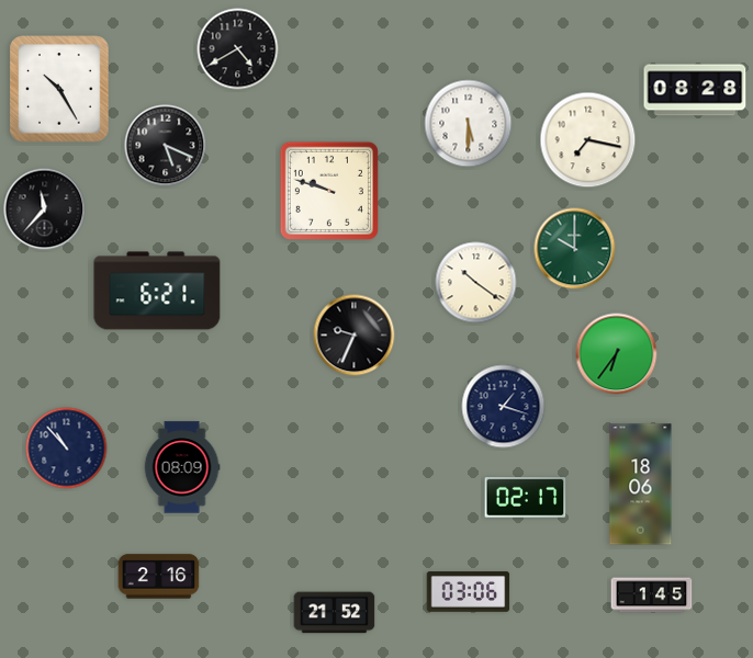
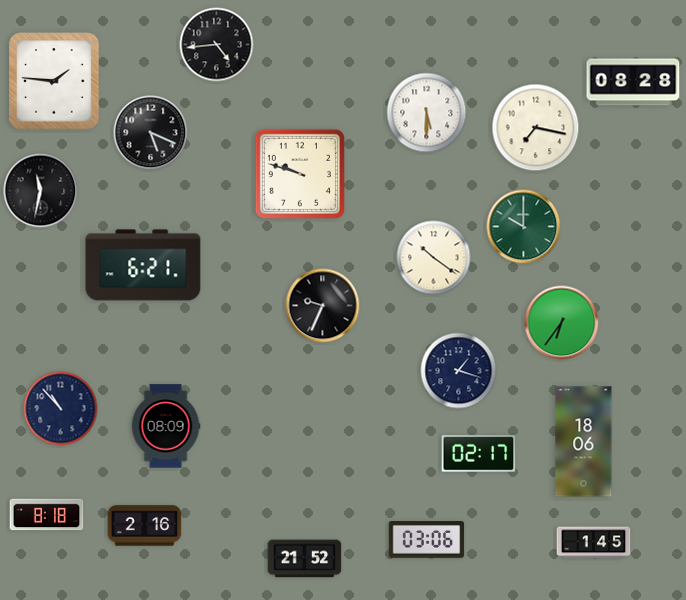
clock at (238, 49): 4:40 -> 4:44
clock at (59, 89): 10:25 -> 1:46
clock at (45, 209): 11:37 -> 11:32
clock at (47, 515): none -> 8:18
